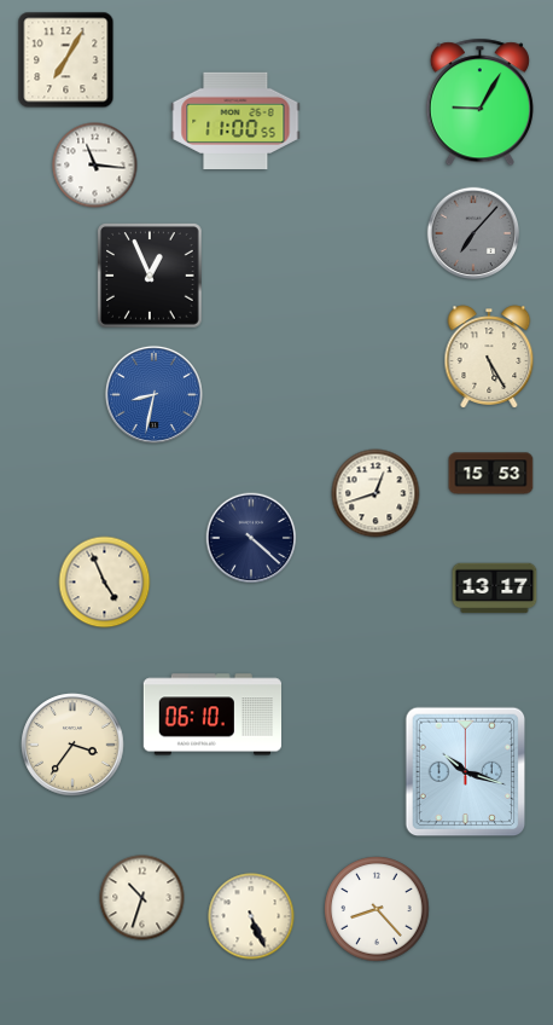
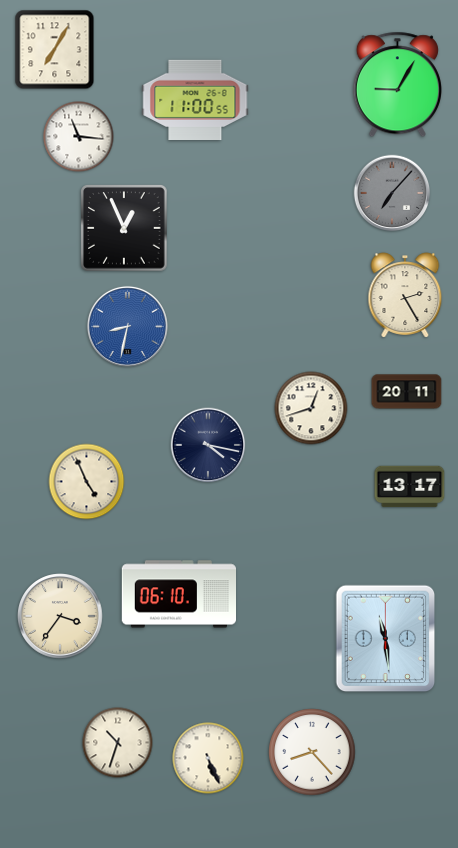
clock at (489, 357): 5:25 -> 2:25
clock at (491, 474): 15:53 -> 20:11
clock at (251, 538): 4:22 -> 4:17
clock at (211, 714) position: (211, 714) -> (178, 594)
clock at (466, 772): 10:18 -> 11:29
